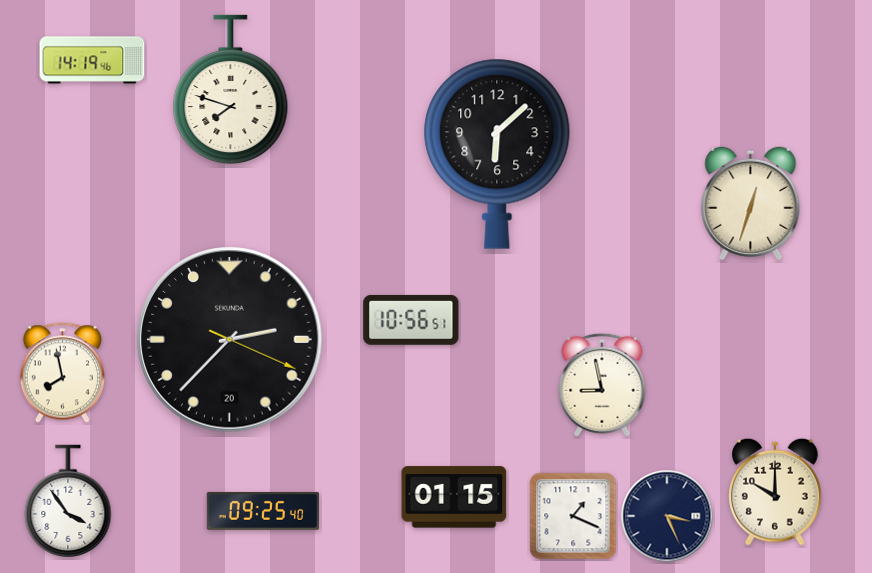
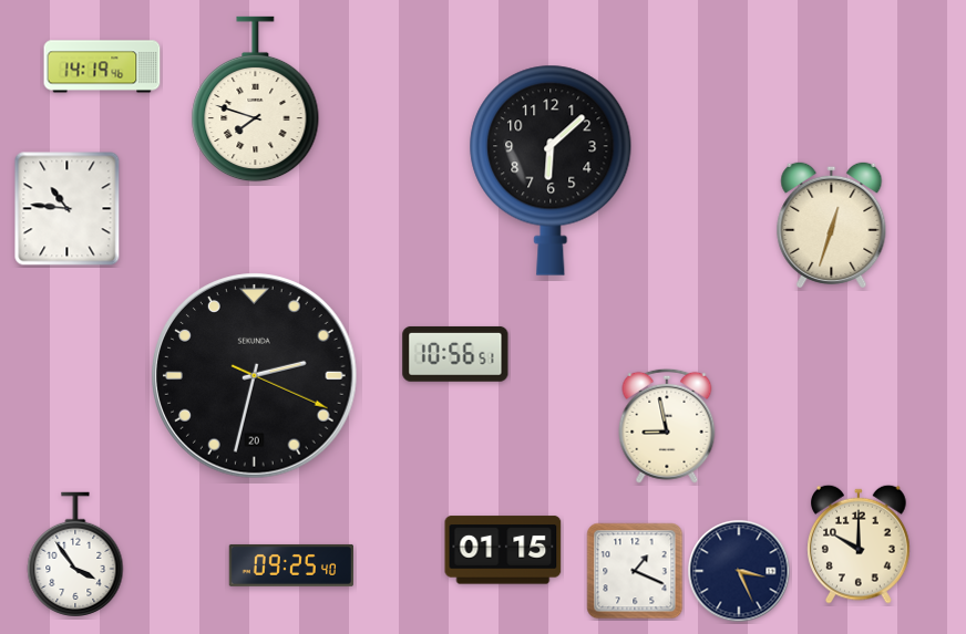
clock at (68, 209): none -> 10:46
clock at (230, 340): 2:37 -> 2:32
clock at (62, 373): 7:58 -> none
